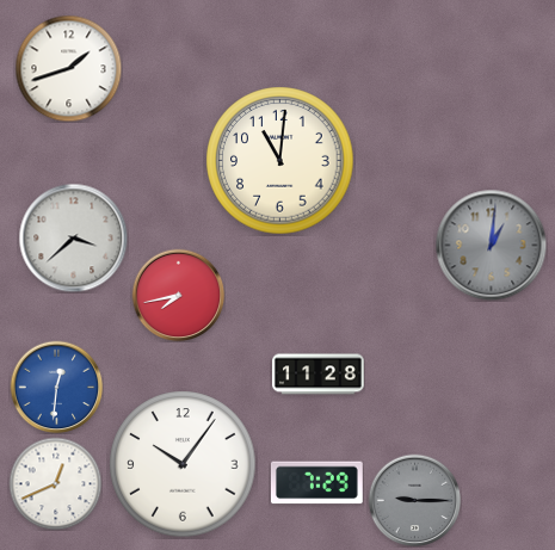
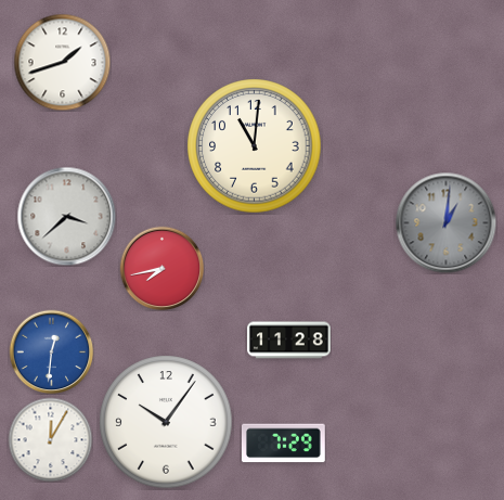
clock at (55, 483): 12:41 -> 12:05
clock at (316, 483) position: (316, 483) -> (283, 444)
clock at (414, 500): 9:15 -> none
